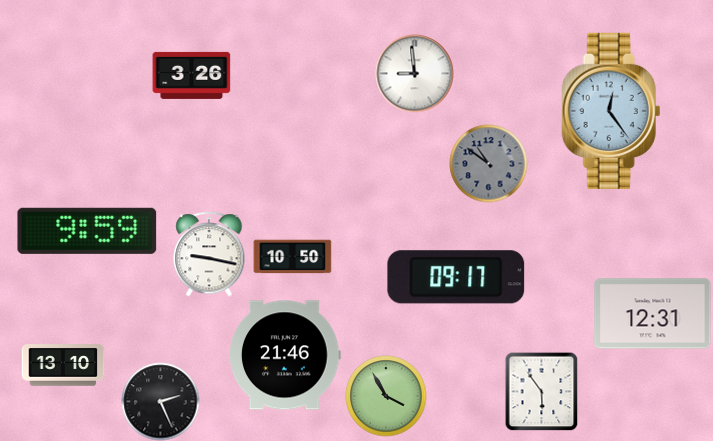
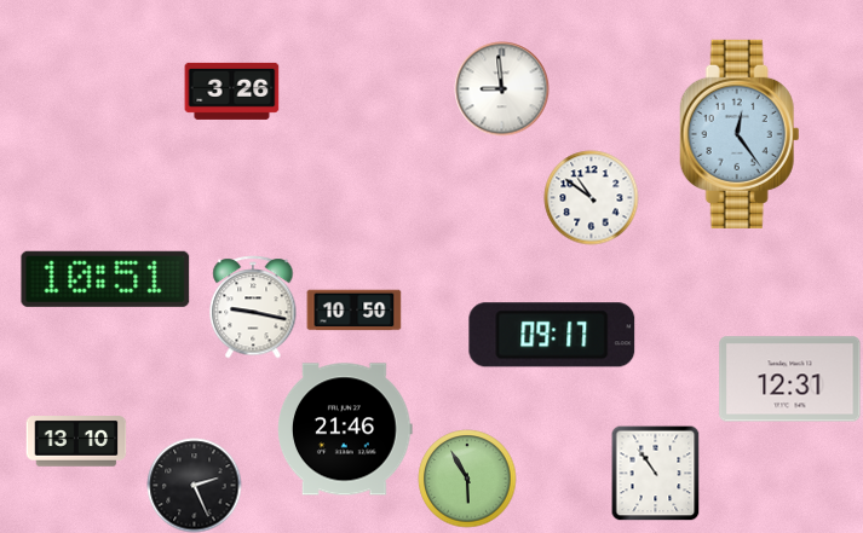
clock at (488, 163) dial: grey -> white
clock at (87, 231): 9:59 -> 10:51
clock at (542, 391): 5:54 -> 10:54
clock at (386, 396): 3:55 -> 5:55
